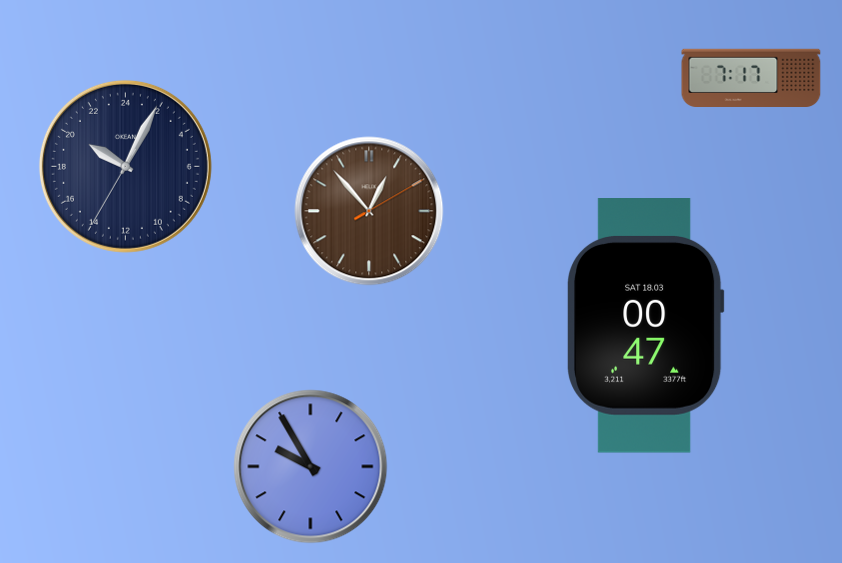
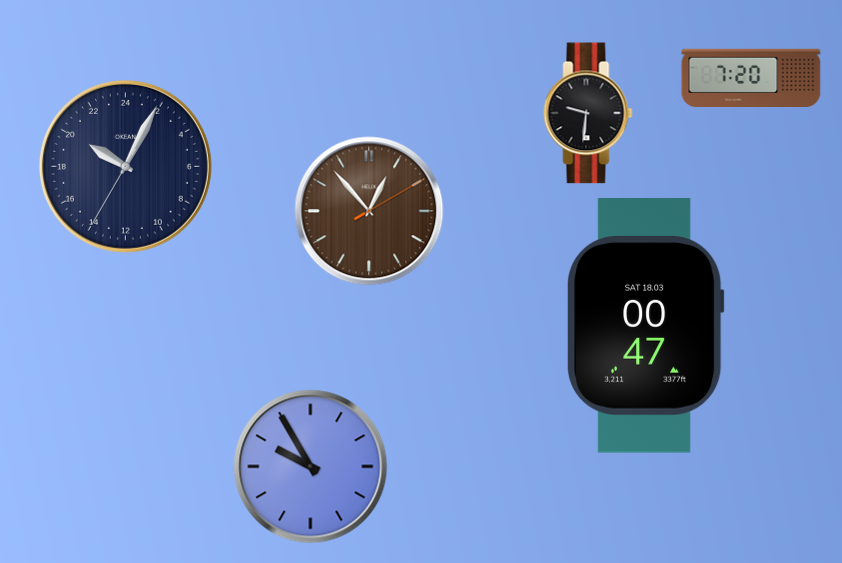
clock at (751, 77): 7:17 -> 7:20
clock at (588, 113): none -> 9:31
